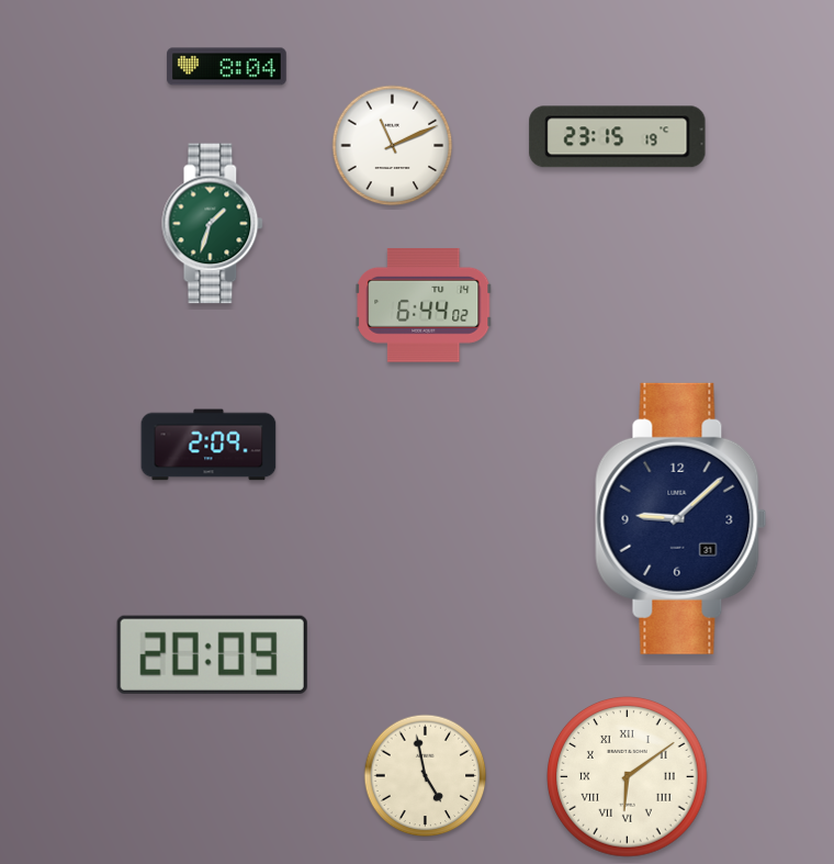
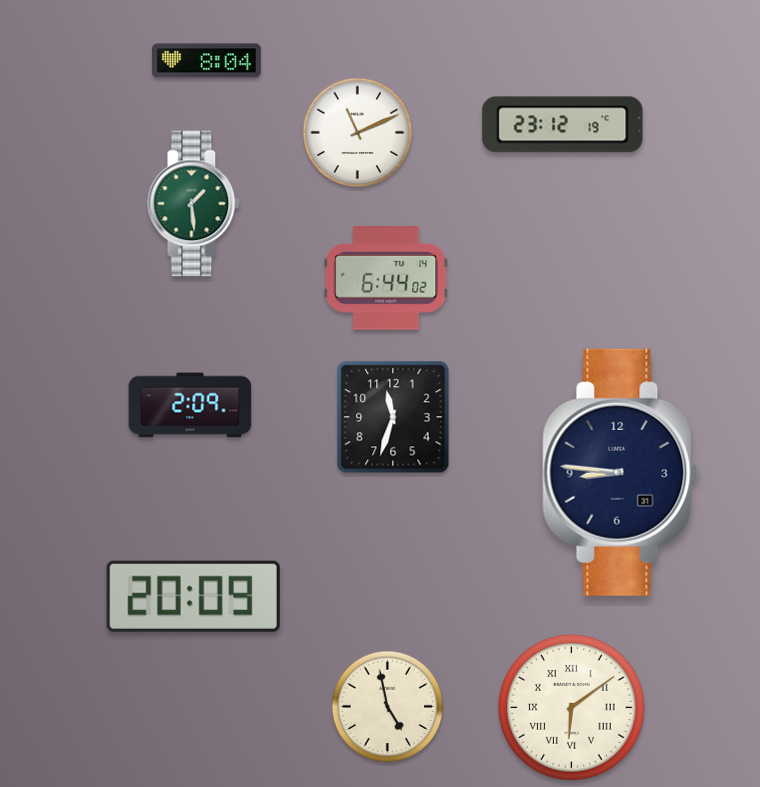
clock at (618, 137): 23:15 -> 23:12
clock at (213, 224): 1:33 -> 1:29
clock at (393, 417): none -> 11:33
clock at (681, 518): 9:08 -> 8:46
